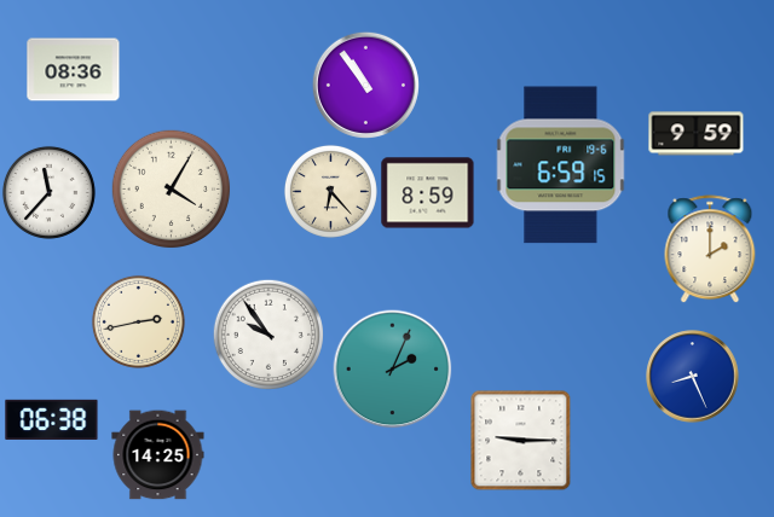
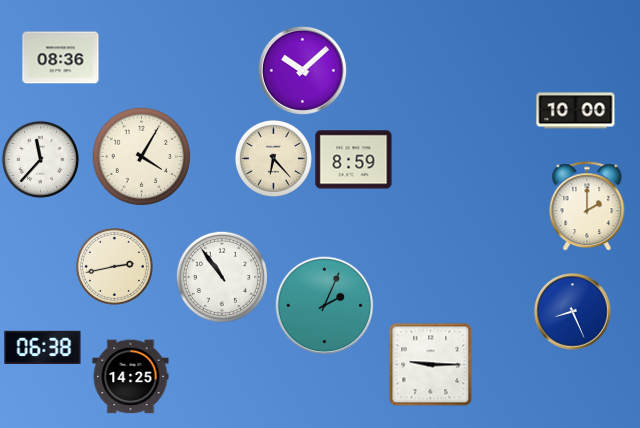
clock at (365, 85): 10:54 -> 10:08
clock at (697, 134): 9:59 -> 10:00
clock at (561, 165): 6:59 -> none
clock at (267, 333): 9:54 -> 10:54
